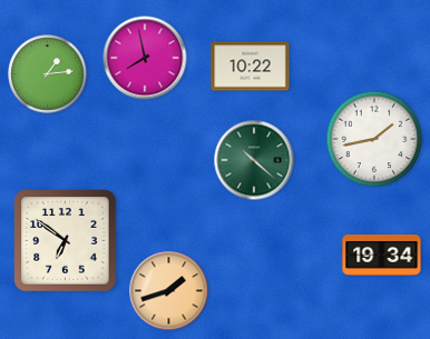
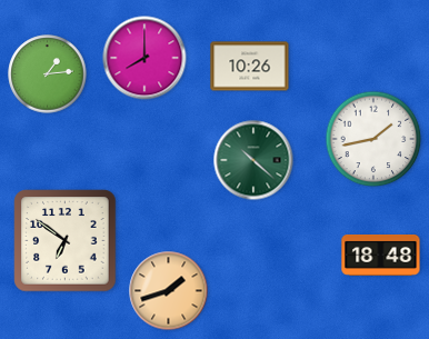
clock at (145, 58): 7:58 -> 8:00
clock at (251, 67): 10:22 -> 10:26
clock at (382, 256): 19:34 -> 18:48
